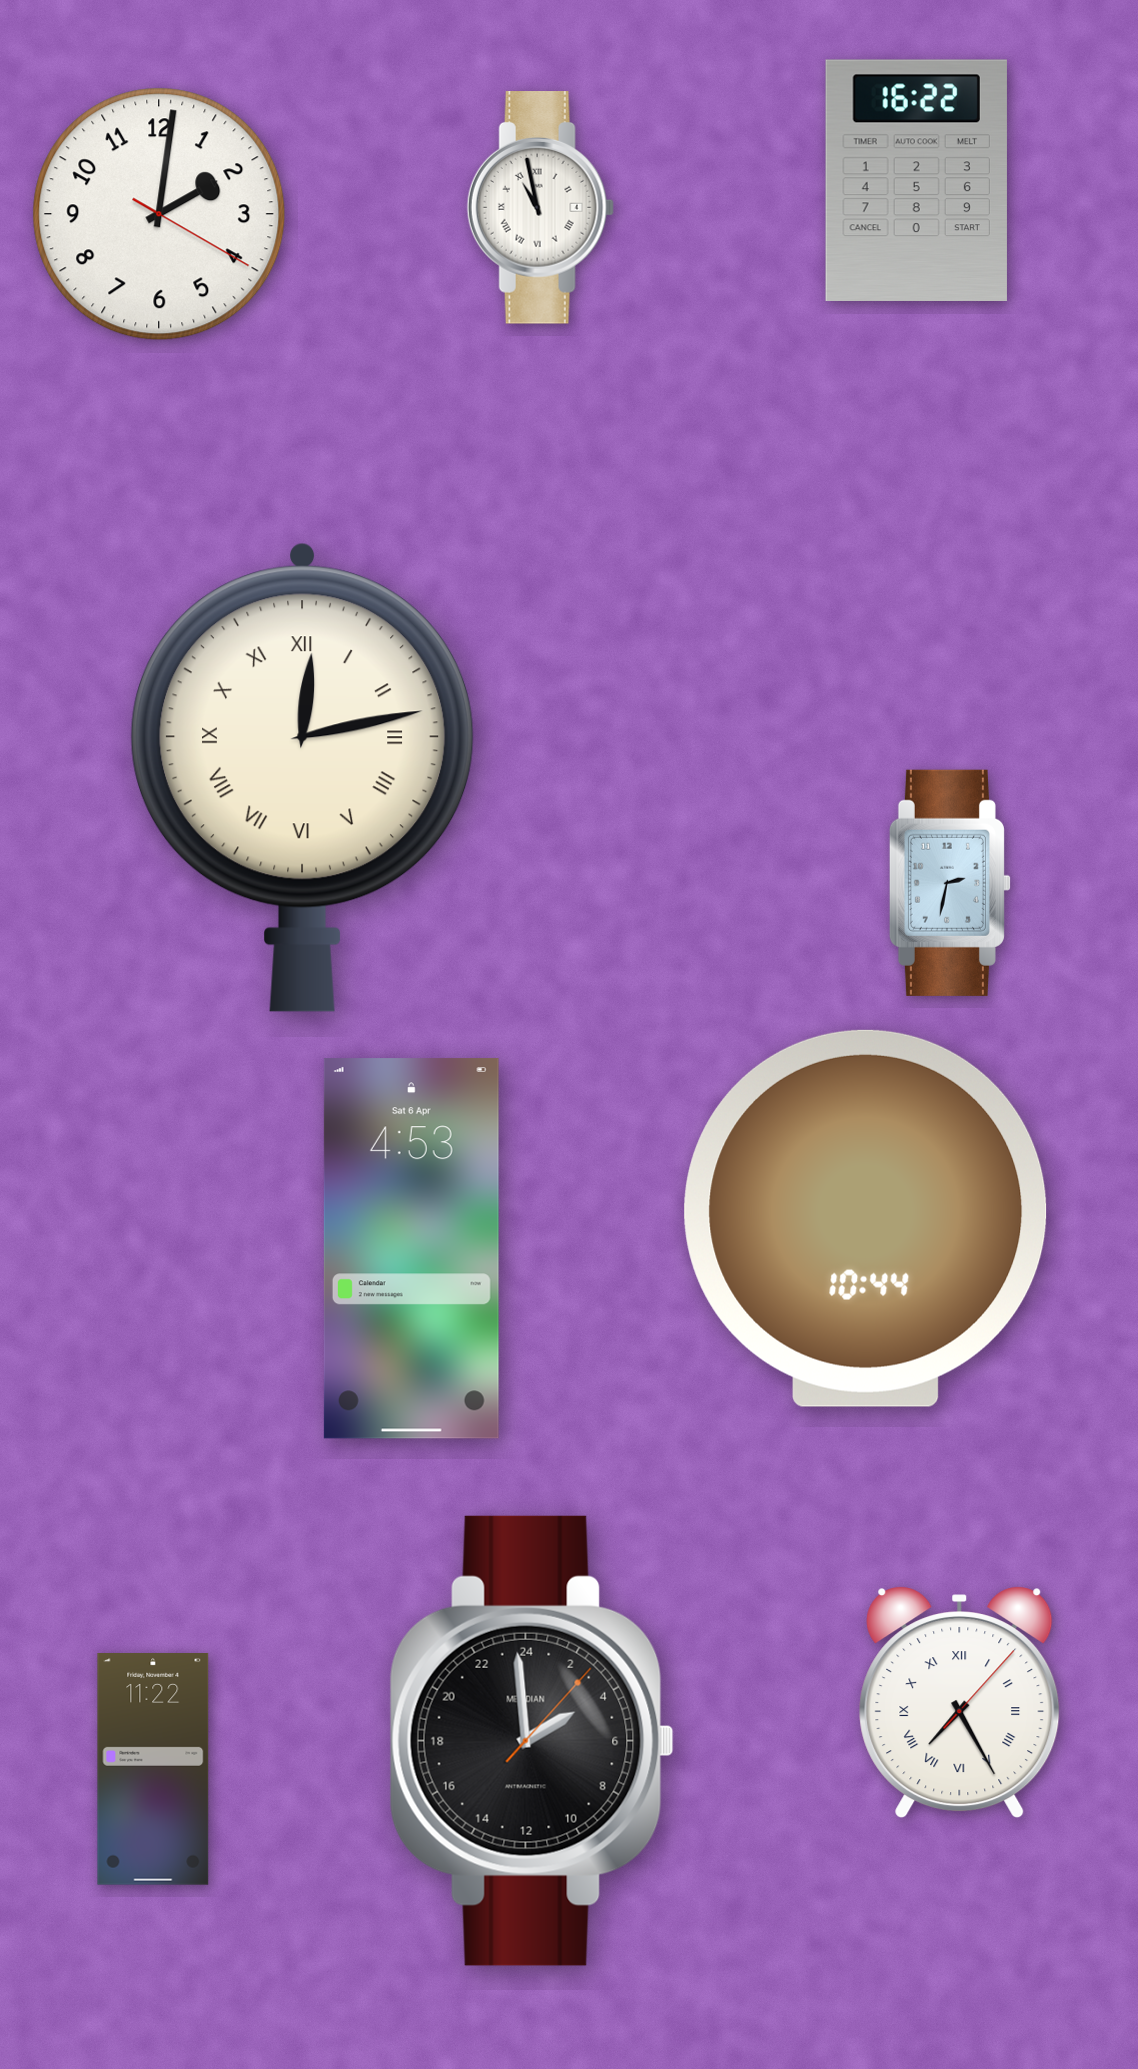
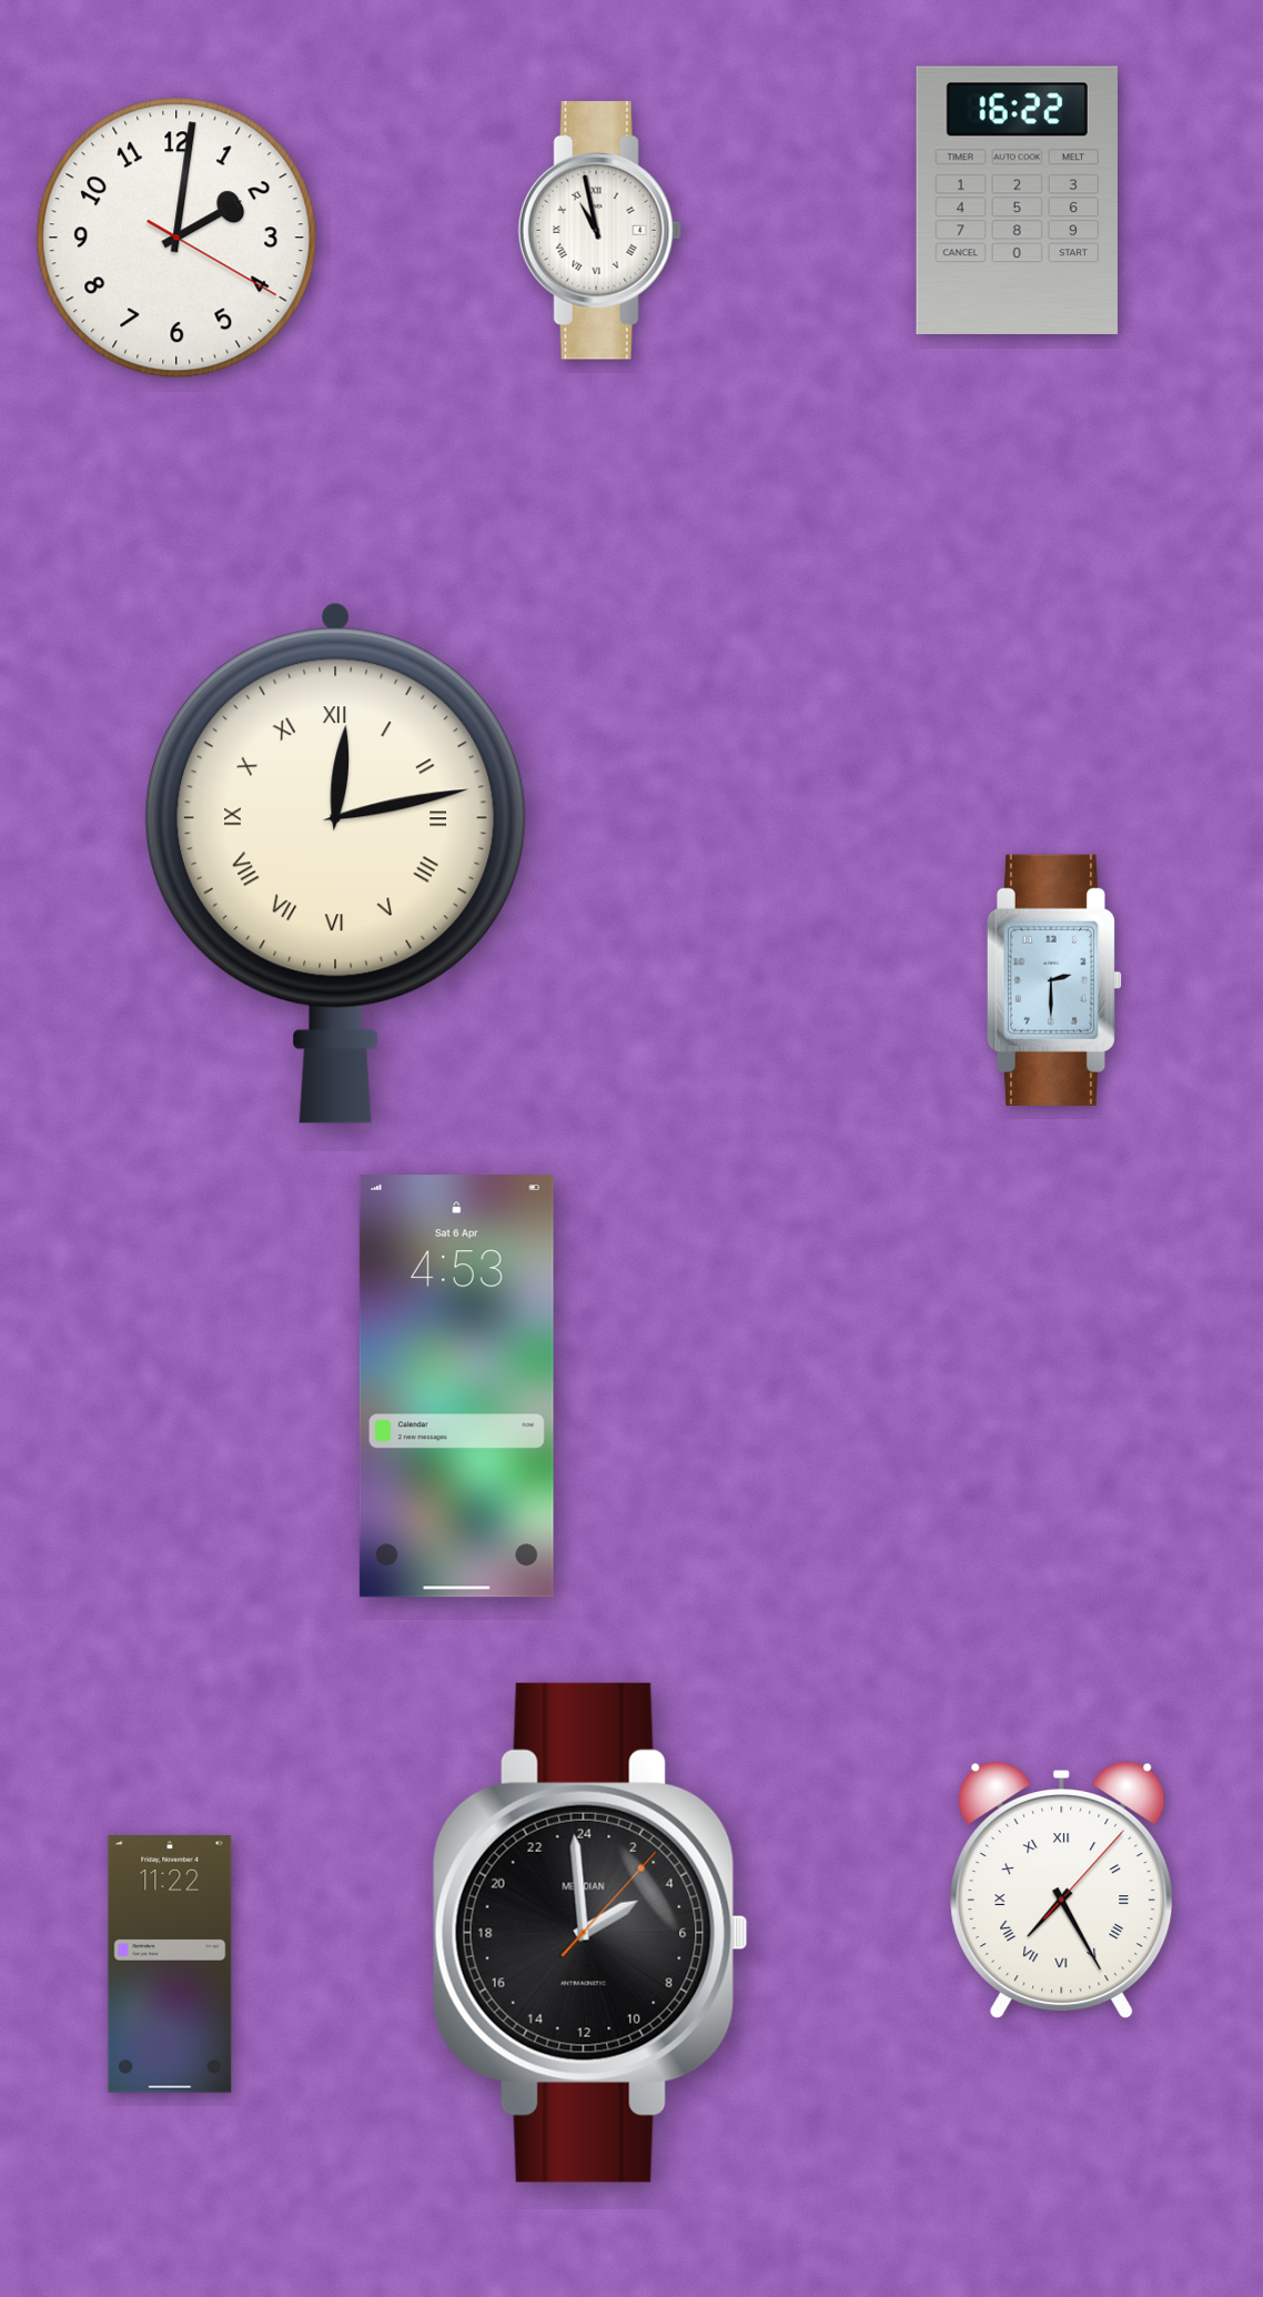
clock at (950, 883): 2:32 -> 2:30
clock at (866, 1218): 10:44 -> none
clock at (960, 1703) position: (960, 1703) -> (1062, 1891)
